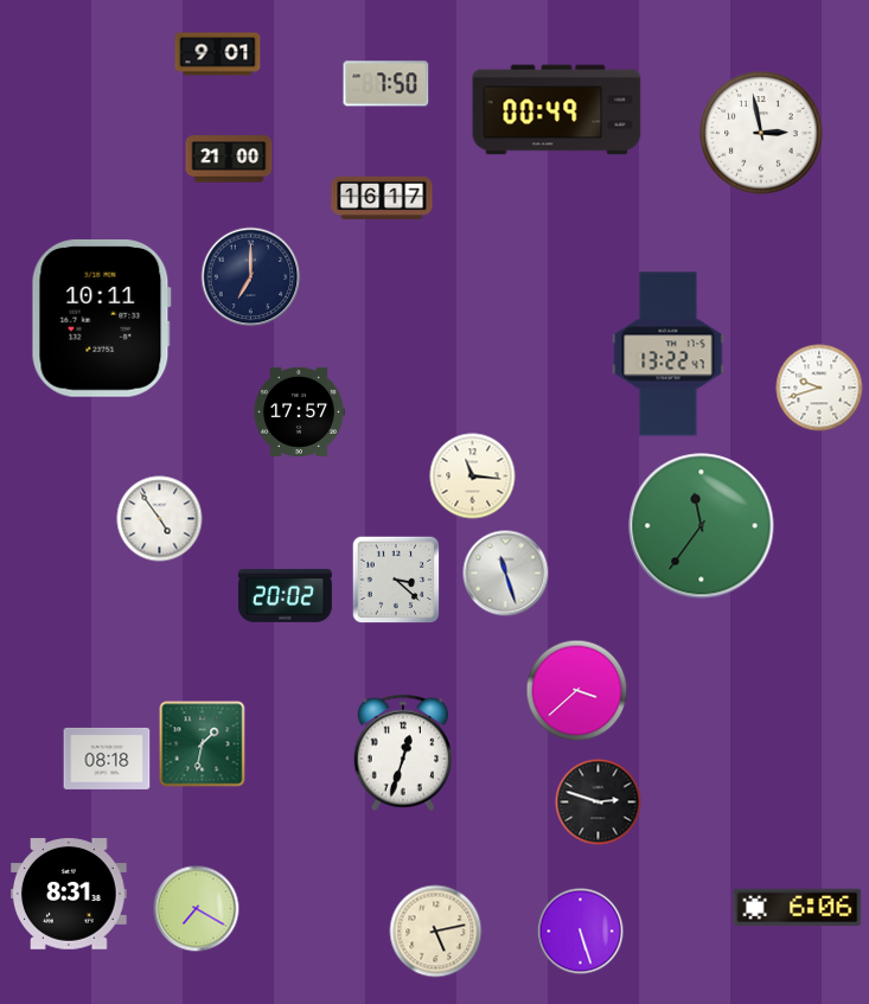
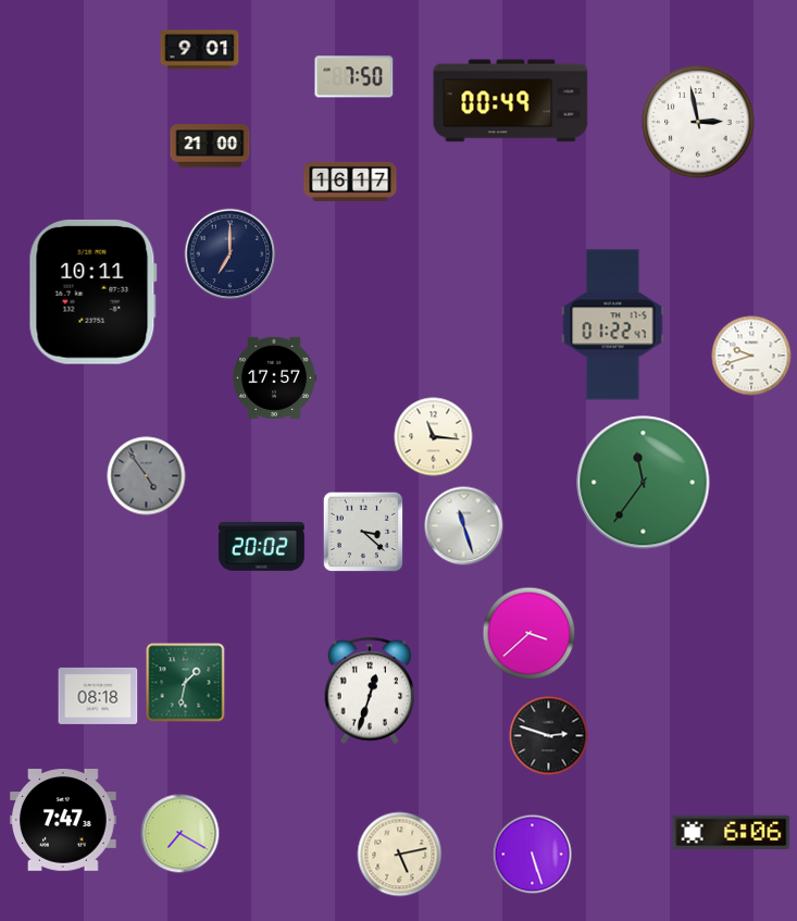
clock at (669, 354): 13:22 -> 01:22
clock at (160, 519) dial: white -> grey
clock at (69, 895): 8:31 -> 7:47
